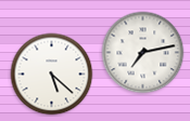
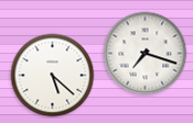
clock at (143, 53): 7:13 -> 7:18
